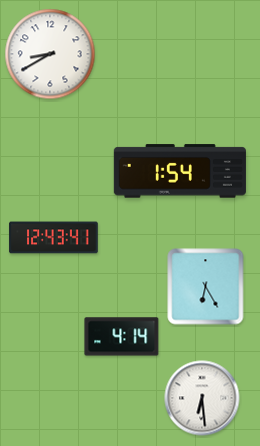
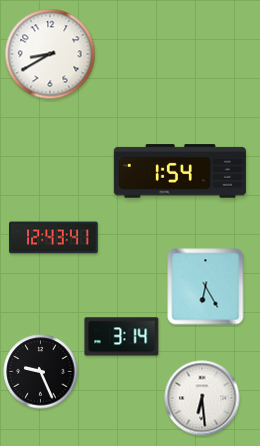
clock at (122, 337): 4:14 -> 3:14
clock at (41, 372): none -> 9:26
